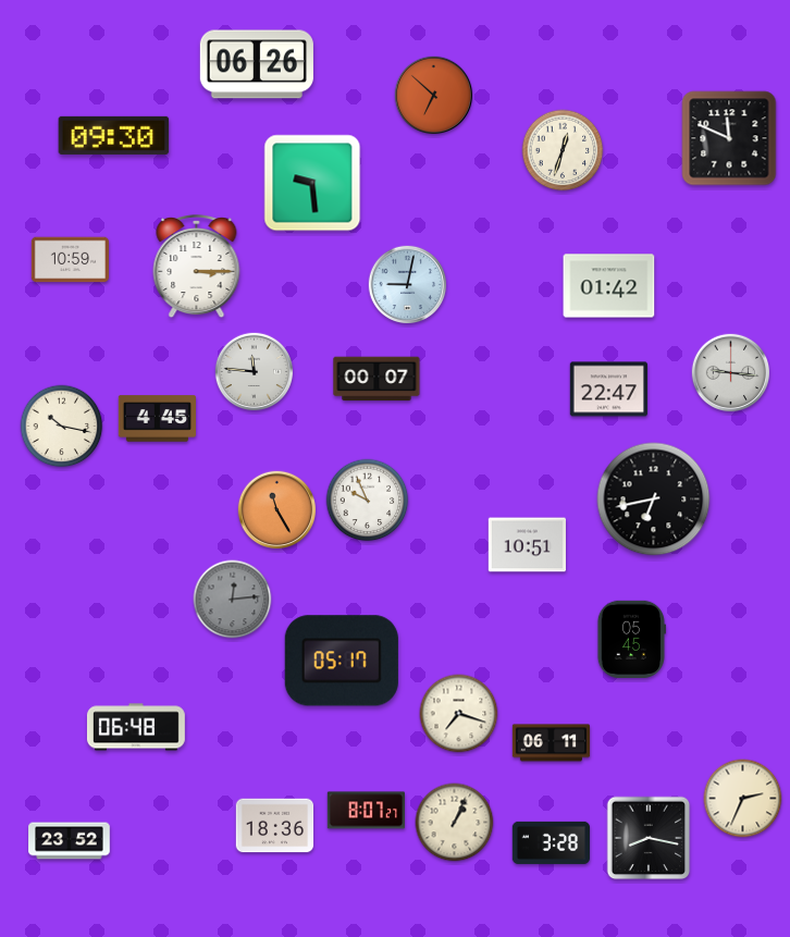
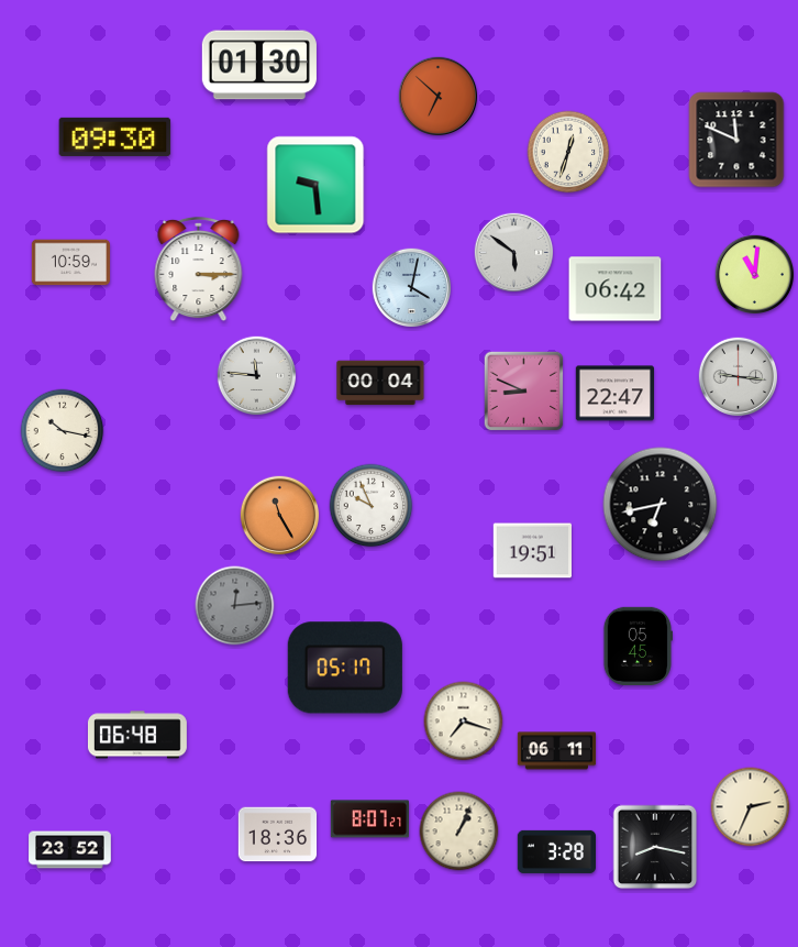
clock at (257, 64): 06:26 -> 01:30
clock at (514, 253): none -> 5:51
clock at (755, 275): none -> 11:01
clock at (408, 285): 9:02 -> 4:02
clock at (609, 286): 01:42 -> 06:42
clock at (377, 379): 00:07 -> 00:04
clock at (524, 392): none -> 8:49
clock at (158, 419): 4:45 -> none
clock at (527, 545): 10:51 -> 19:51
